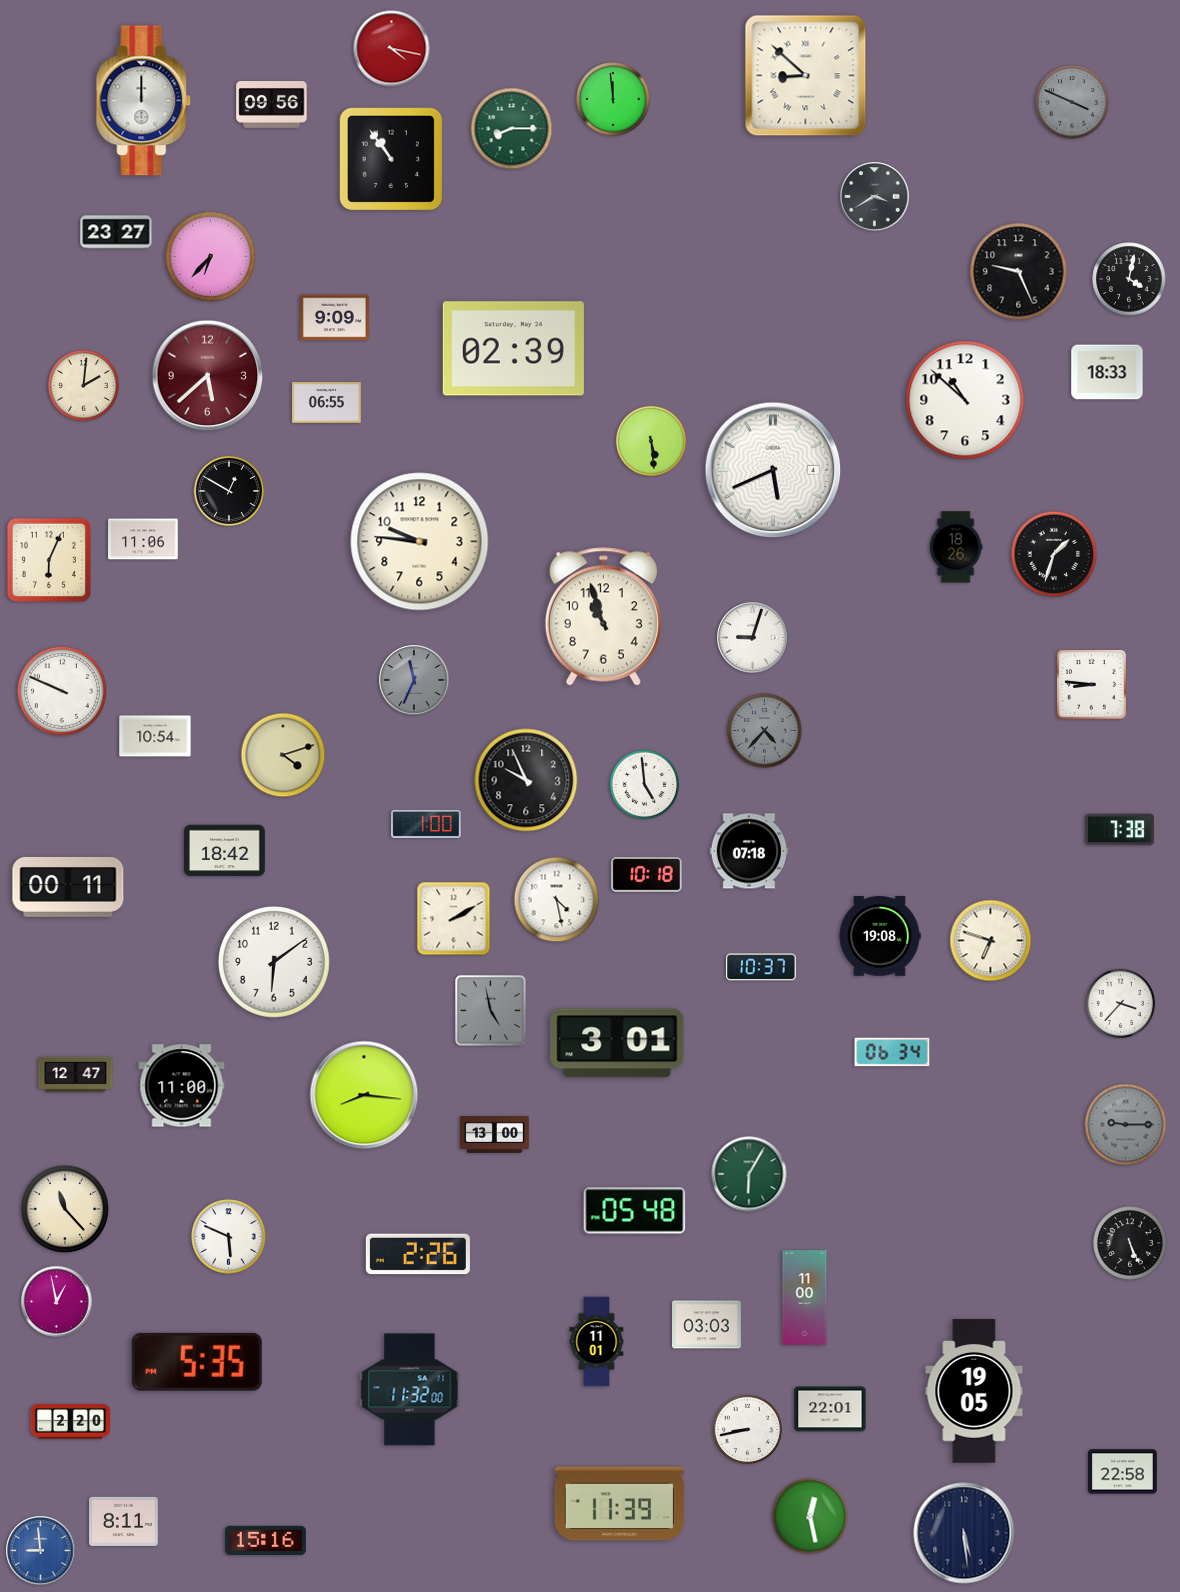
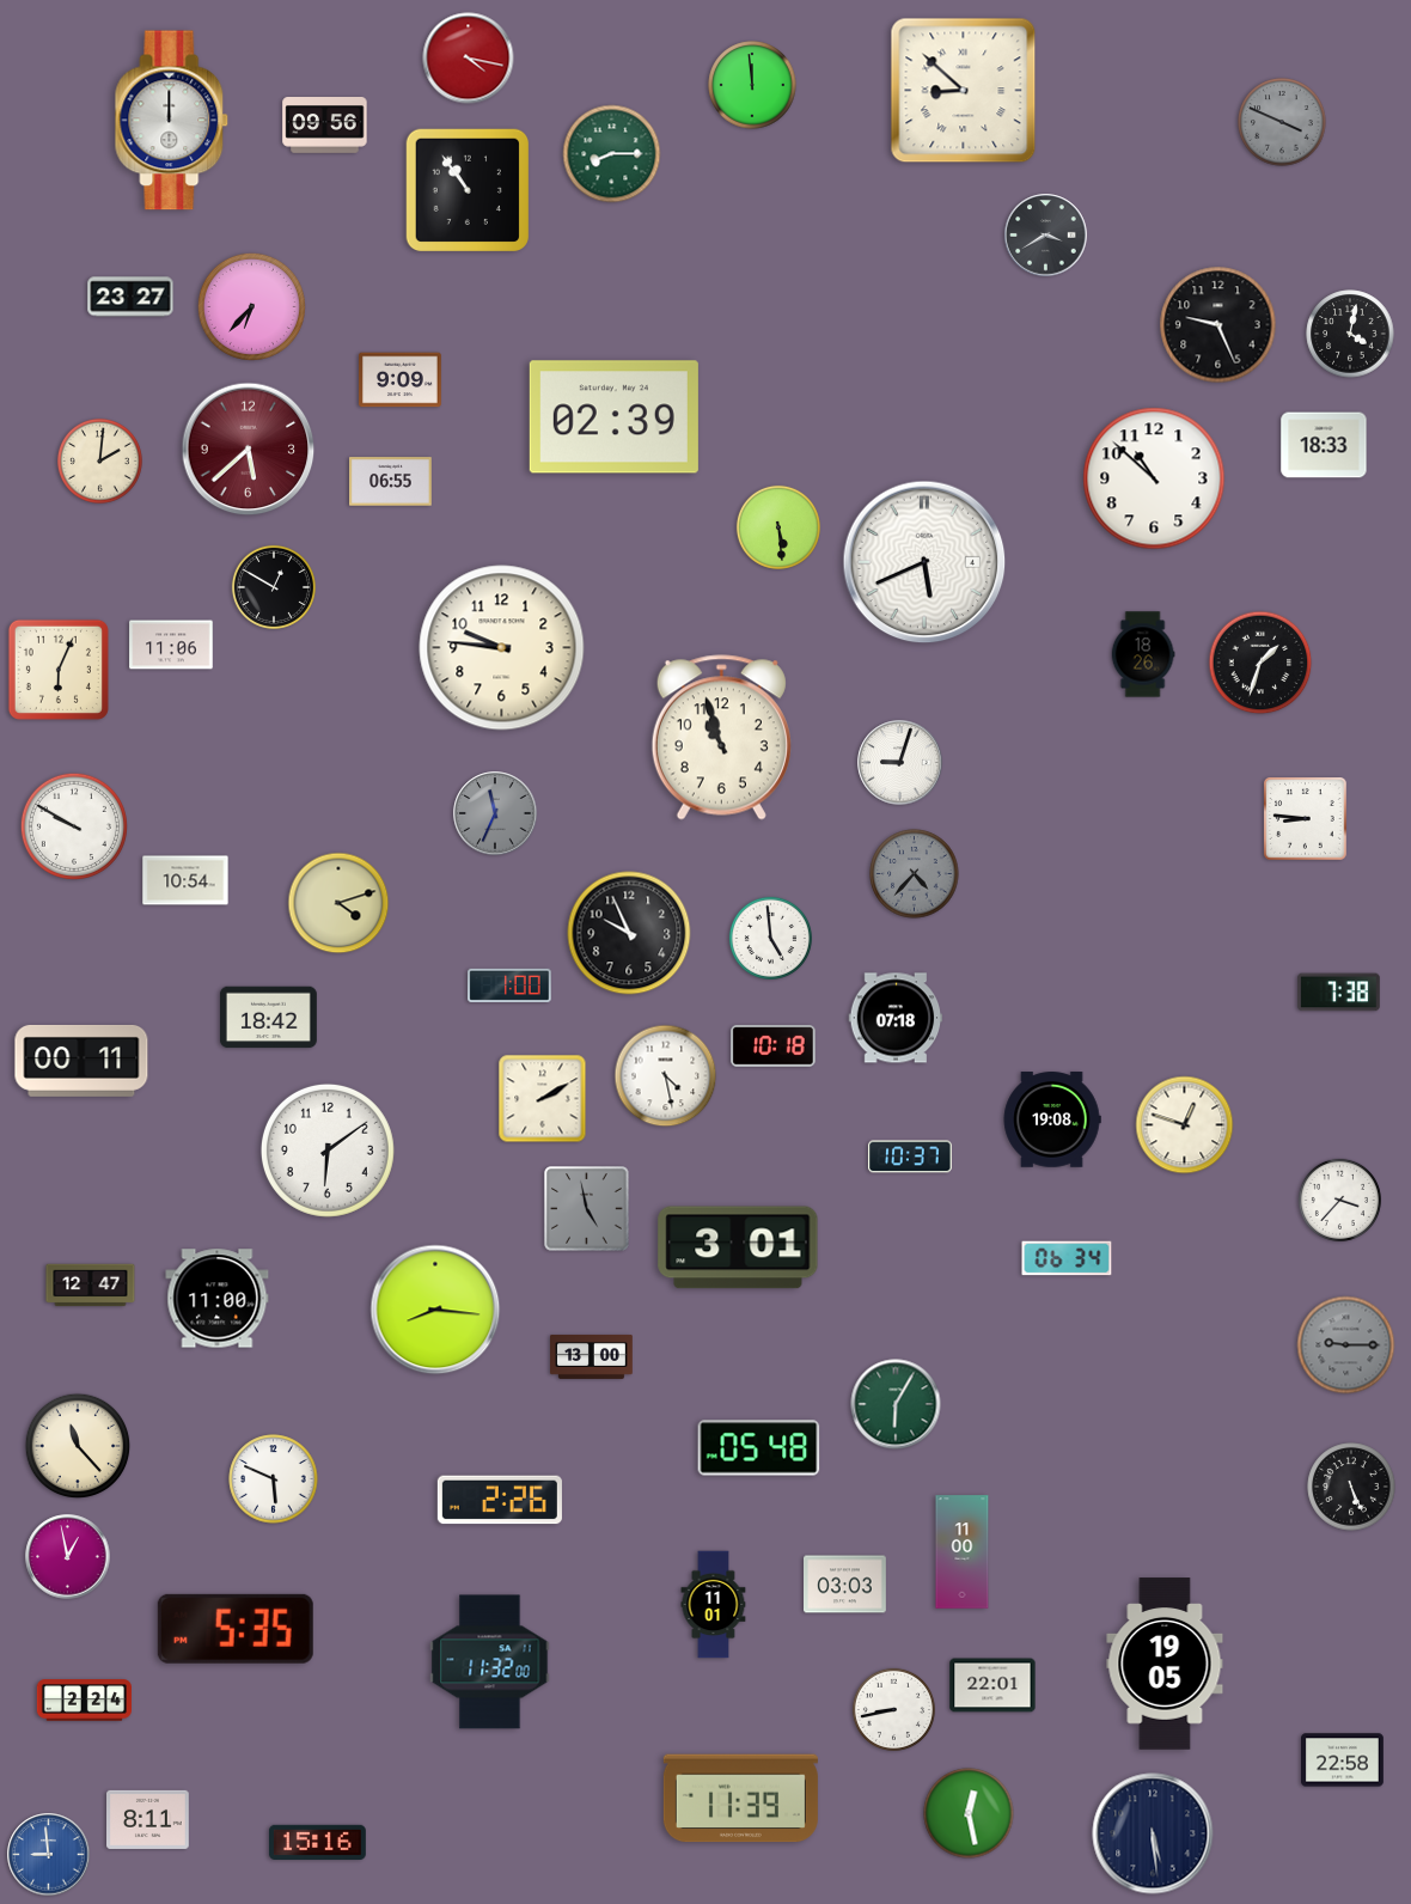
clock at (613, 99) position: (613, 99) -> (752, 85)
clock at (116, 232) position: (116, 232) -> (130, 297)
clock at (62, 691): 9:49 -> 9:50
clock at (991, 941): 6:48 -> 12:48
clock at (70, 1422): 2:20 -> 2:24
